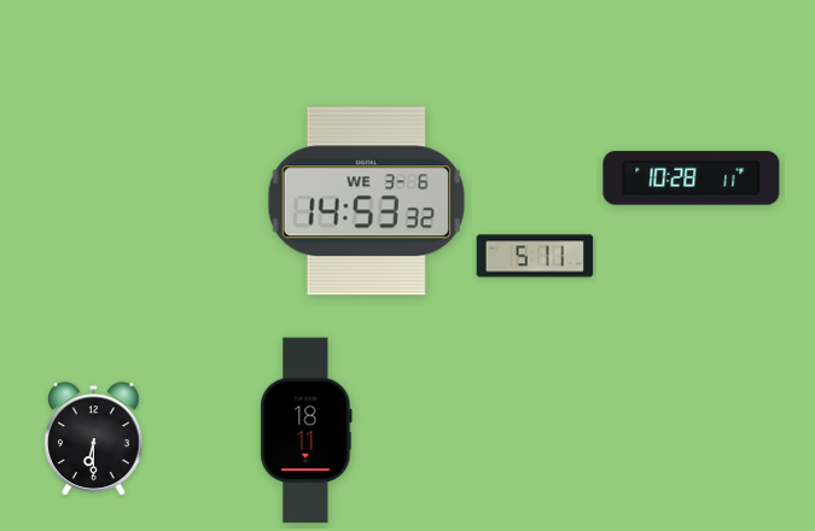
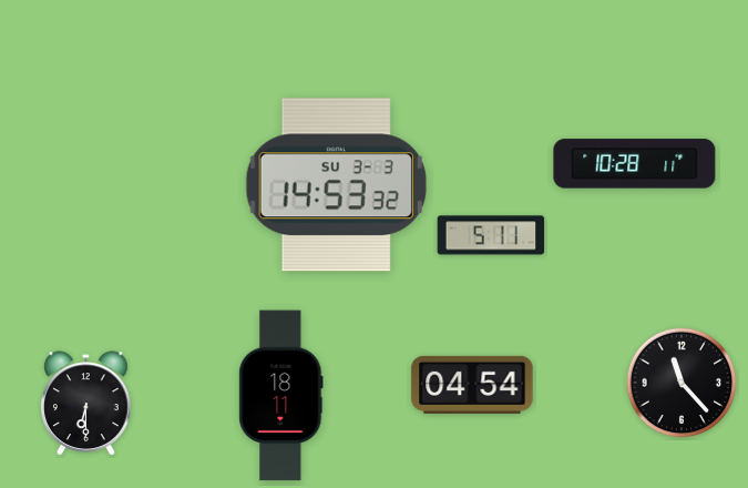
clock at (366, 202) date: WE 3-6 -> SU 3-3
clock at (682, 383): none -> 11:23
clock at (472, 385): none -> 04:54
